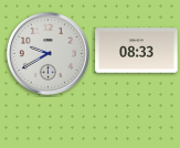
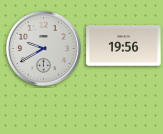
clock at (137, 51): 08:33 -> 19:56
